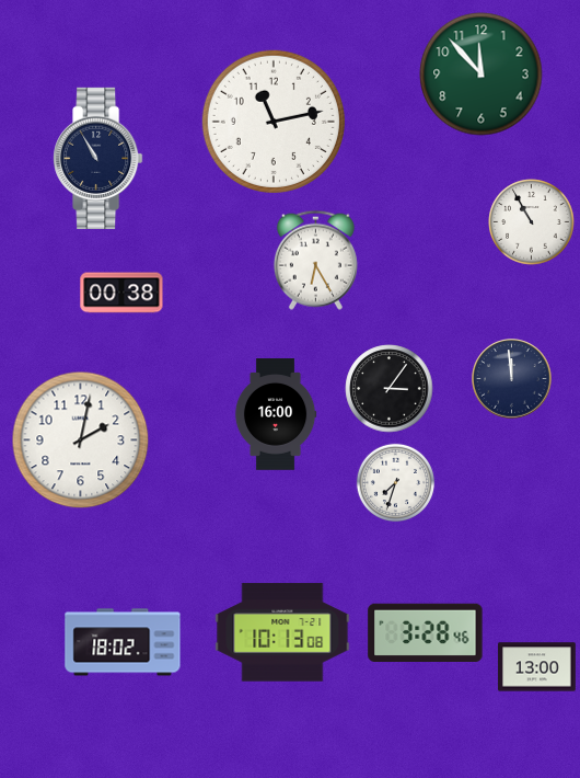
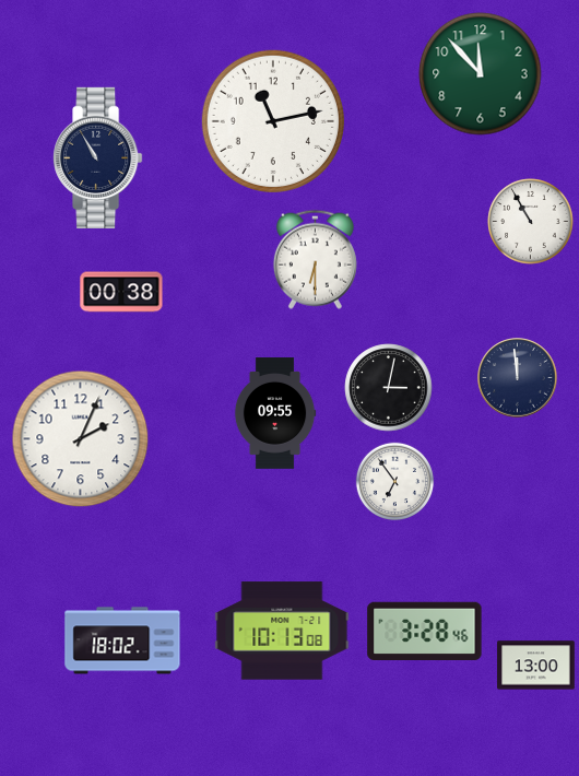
clock at (315, 260): 6:25 -> 6:30
clock at (512, 379) position: (512, 379) -> (518, 378)
clock at (390, 389): 3:06 -> 3:02
clock at (276, 414): 16:00 -> 09:55
clock at (81, 441): 2:02 -> 2:04
clock at (396, 483): 7:33 -> 6:54
